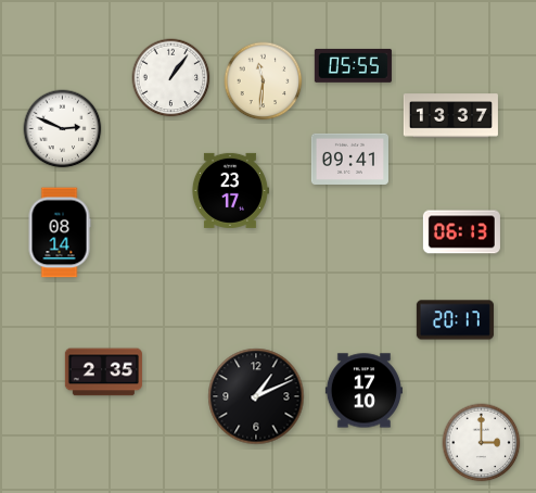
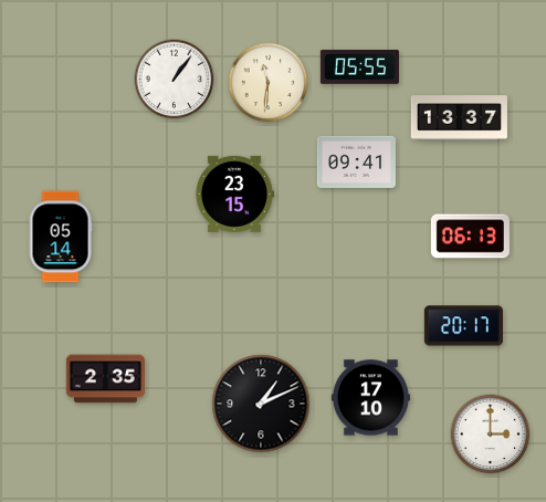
clock at (63, 129): 2:49 -> none
clock at (230, 190): 23:17 -> 23:15
clock at (60, 232): 08:14 -> 05:14
clock at (482, 443) position: (482, 443) -> (491, 435)
